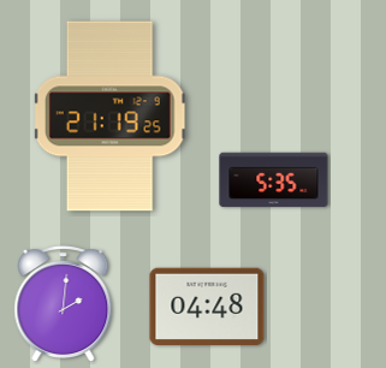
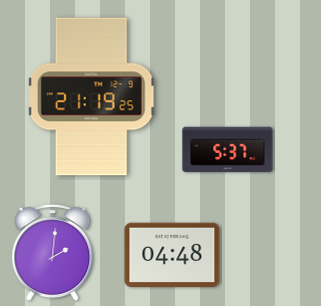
clock at (274, 180): 5:35 -> 5:37
